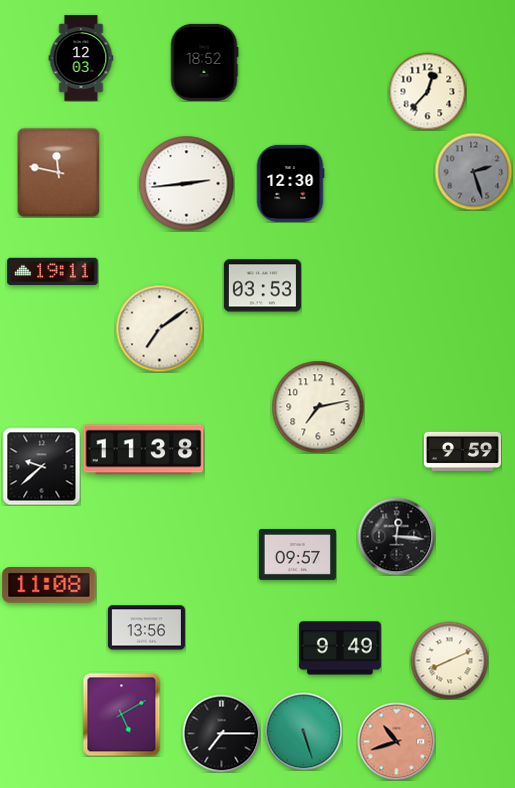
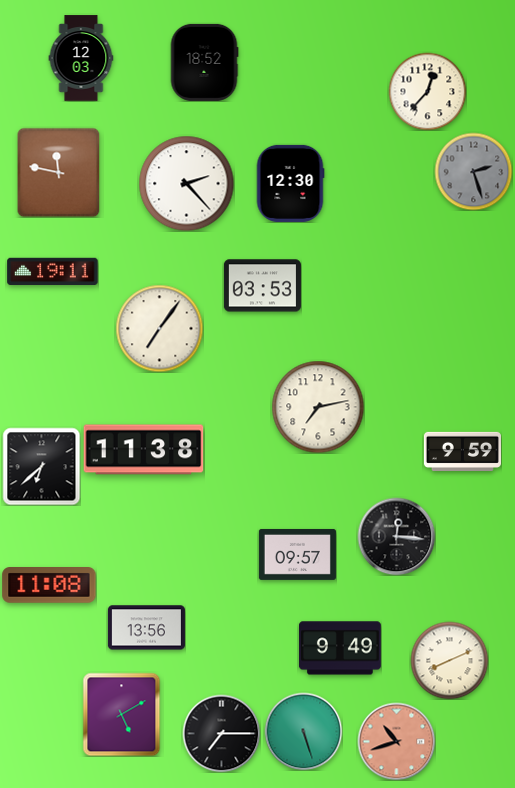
clock at (186, 183): 2:44 -> 2:23
clock at (159, 328): 7:09 -> 7:06
clock at (41, 466): 9:38 -> 6:38
